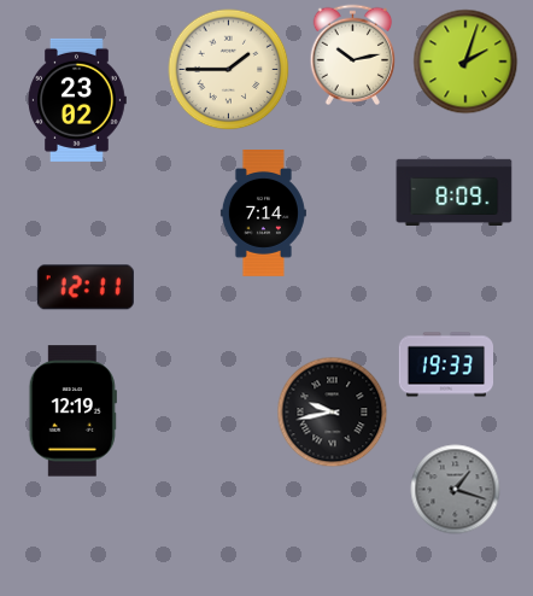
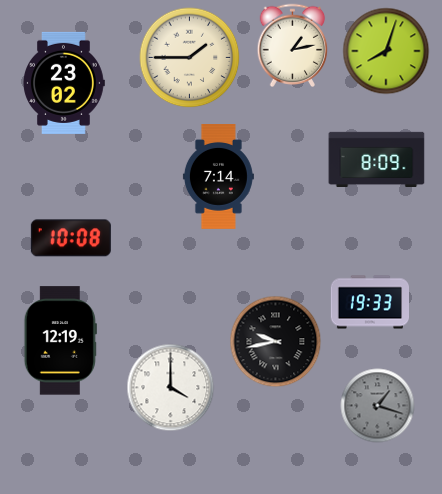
clock at (353, 54): 10:13 -> 1:13
clock at (465, 62): 2:03 -> 8:03
clock at (86, 287): 12:11 -> 10:08
clock at (171, 388): none -> 4:00
